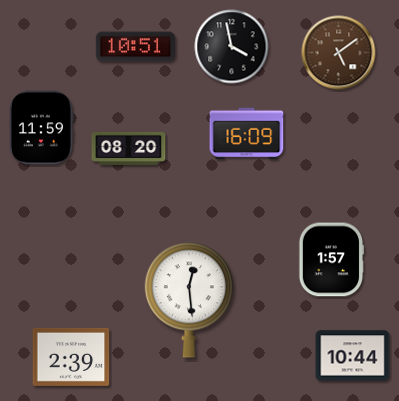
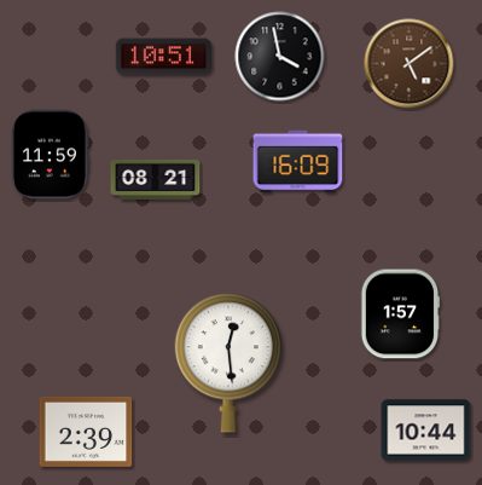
clock at (129, 148): 08:20 -> 08:21
